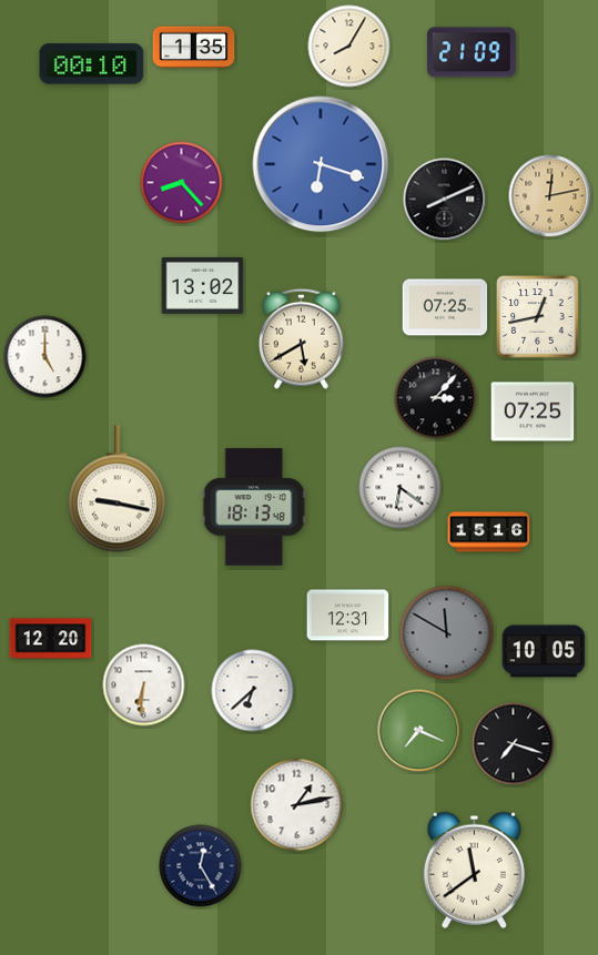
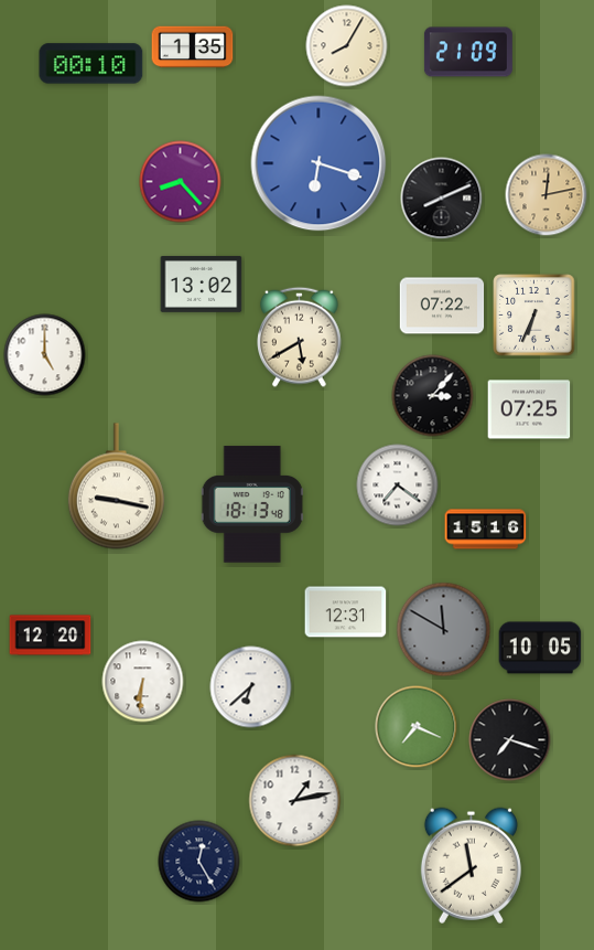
clock at (445, 307): 07:25 -> 07:22
clock at (538, 317): 12:43 -> 6:34
clock at (401, 488): 6:21 -> 7:21
